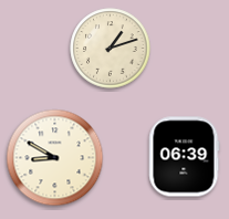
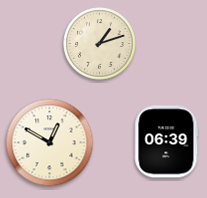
clock at (55, 158): 8:50 -> 12:50
